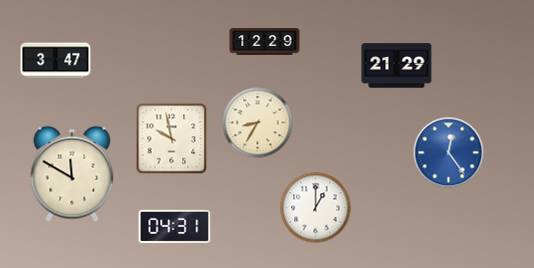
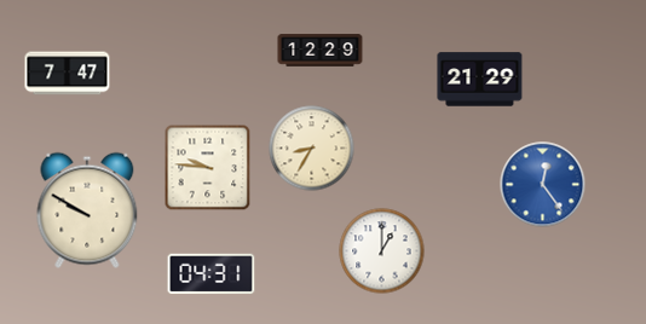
clock at (56, 61): 3:47 -> 7:47
clock at (172, 139): 9:58 -> 9:46
clock at (72, 174): 11:50 -> 9:50
